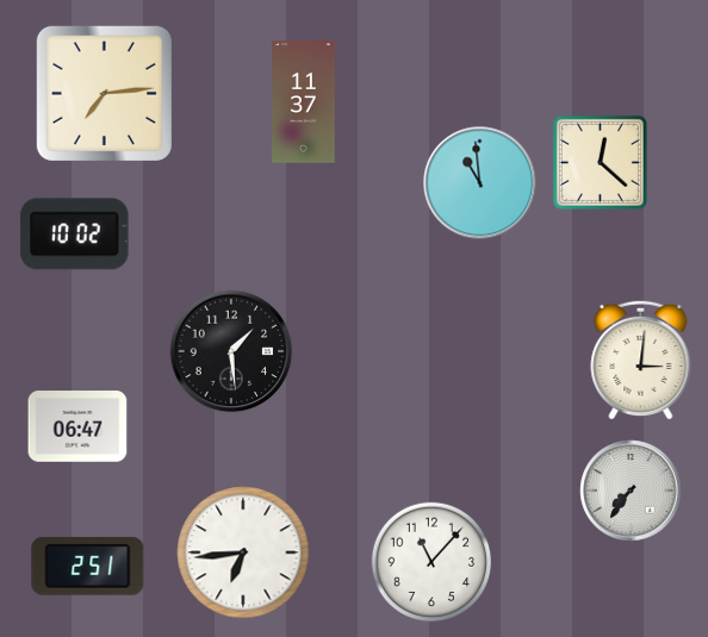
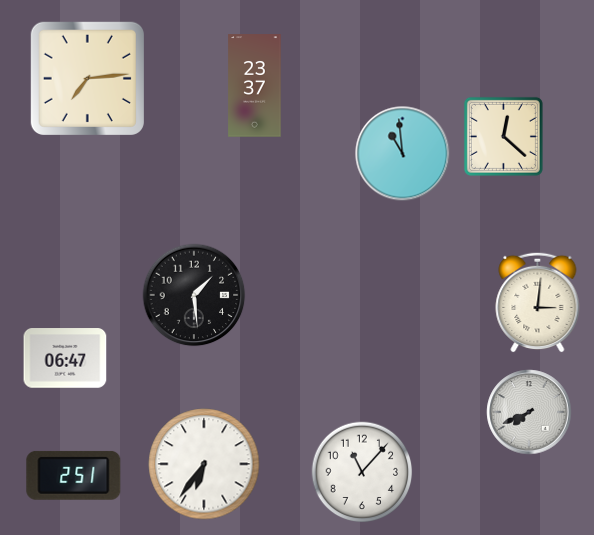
clock at (304, 102): 11:37 -> 23:37
clock at (75, 235): 10:02 -> none
clock at (631, 491): 7:36 -> 7:41
clock at (243, 552): 6:44 -> 6:36
